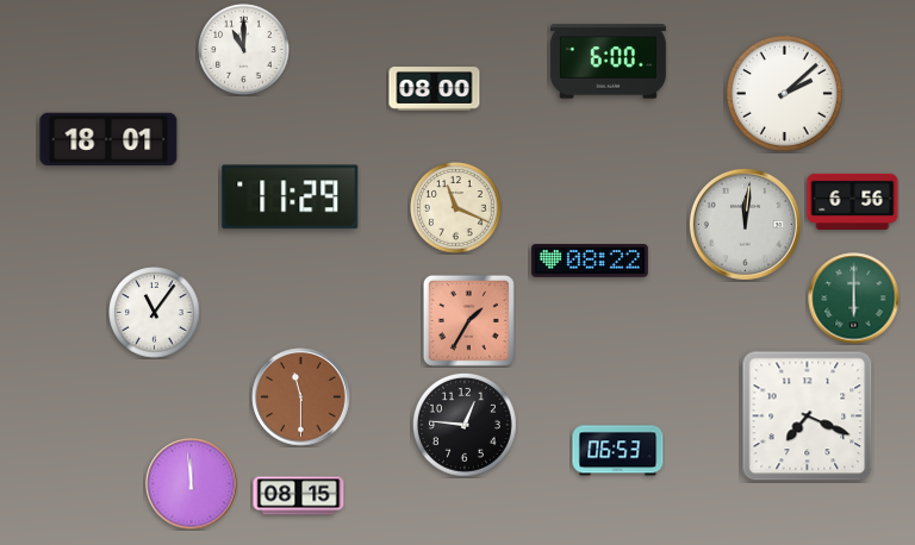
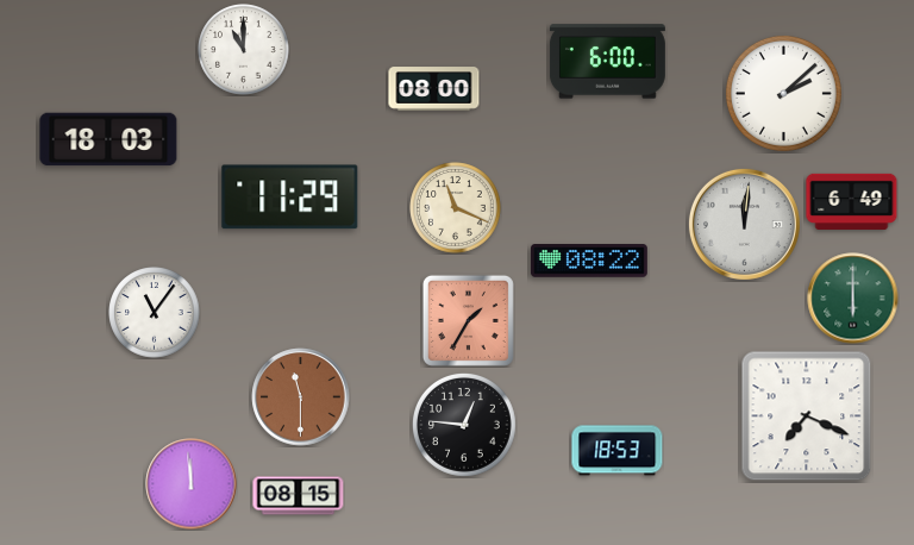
clock at (108, 139): 18:01 -> 18:03
clock at (853, 201): 6:56 -> 6:49
clock at (618, 451): 06:53 -> 18:53
